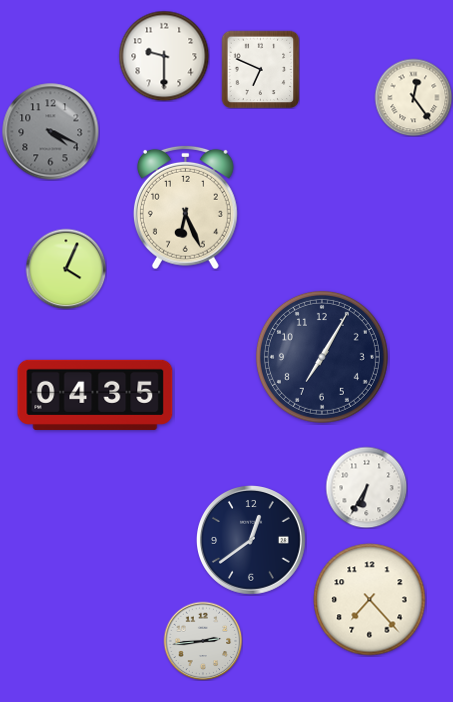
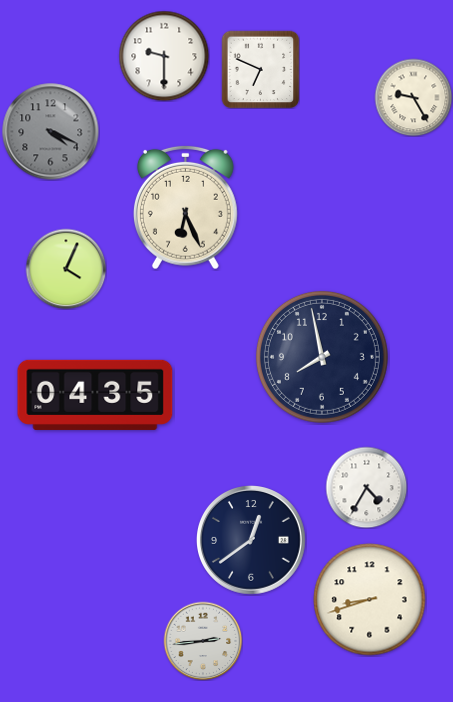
clock at (413, 97): 12:24 -> 9:25
clock at (322, 357): 7:05 -> 7:58
clock at (366, 487): 6:35 -> 4:35
clock at (370, 600): 7:23 -> 8:42
